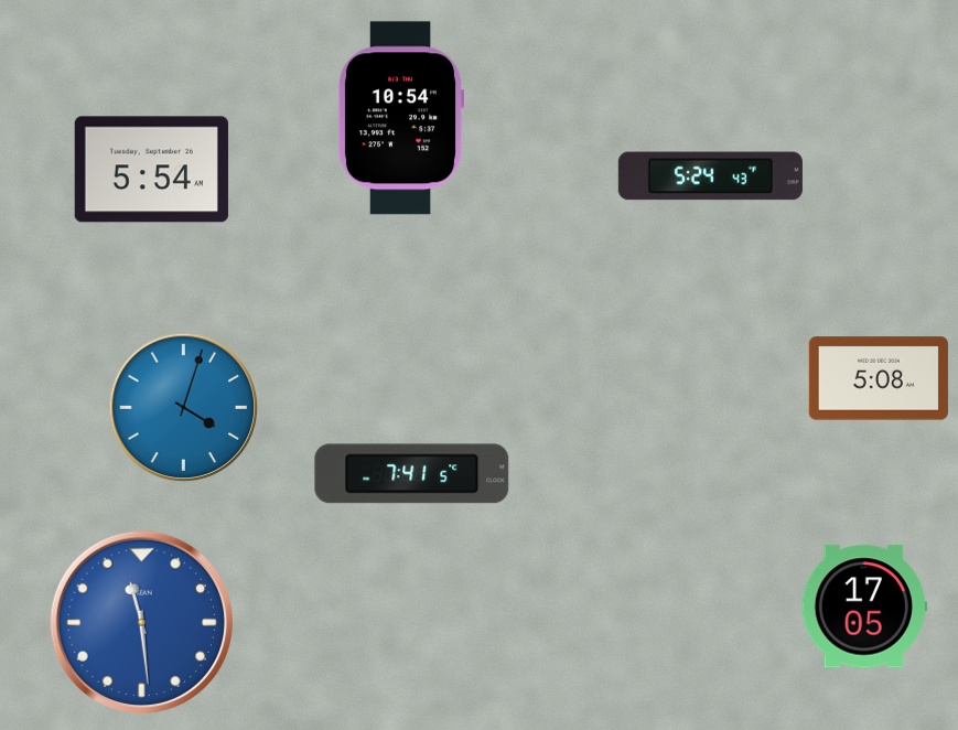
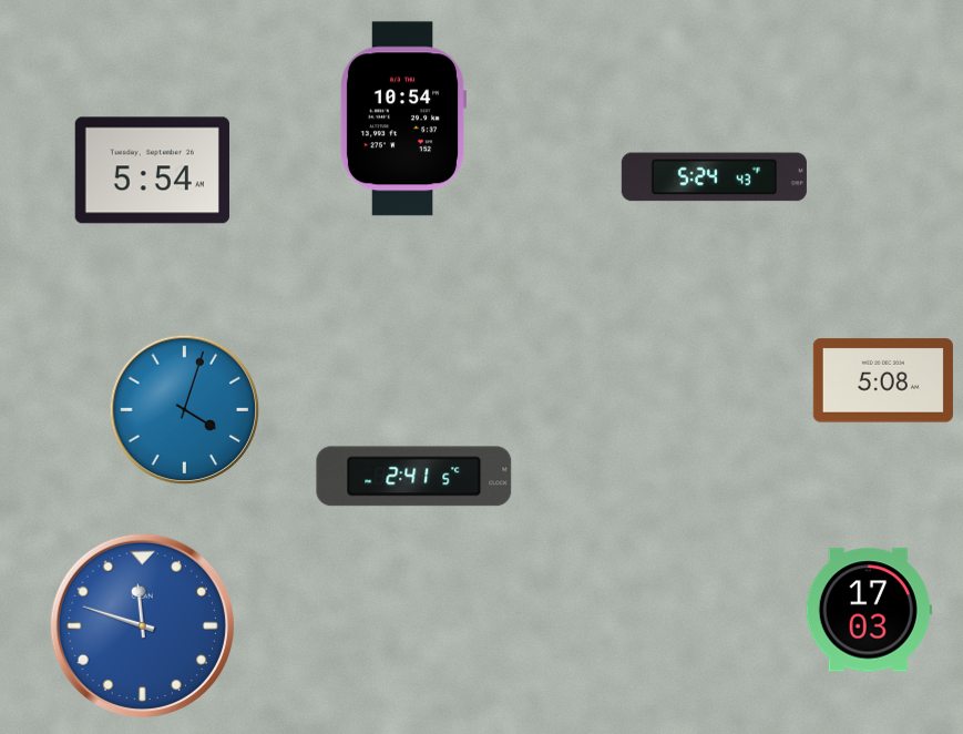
clock at (412, 474): 7:41 -> 2:41
clock at (864, 606): 17:05 -> 17:03
clock at (141, 622): 11:29 -> 11:48
